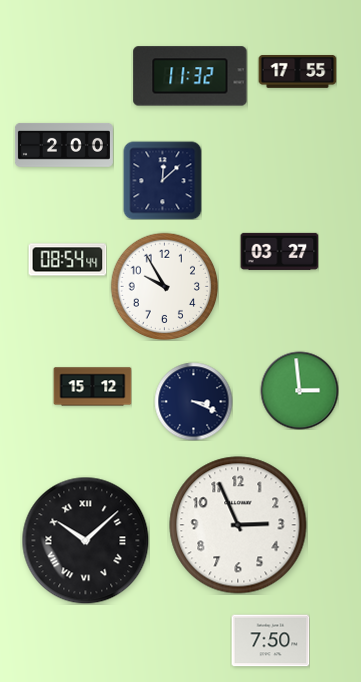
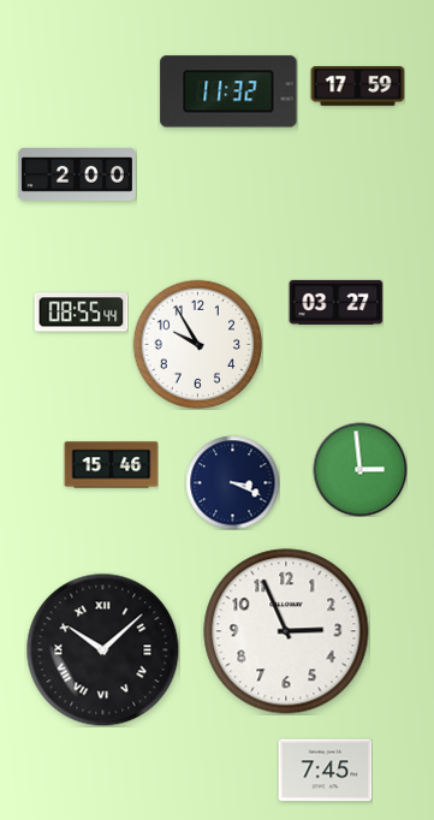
clock at (297, 72): 17:55 -> 17:59
clock at (162, 180): 12:08 -> none
clock at (67, 260): 08:54 -> 08:55
clock at (92, 387): 15:12 -> 15:46
clock at (270, 641): 7:50 -> 7:45
